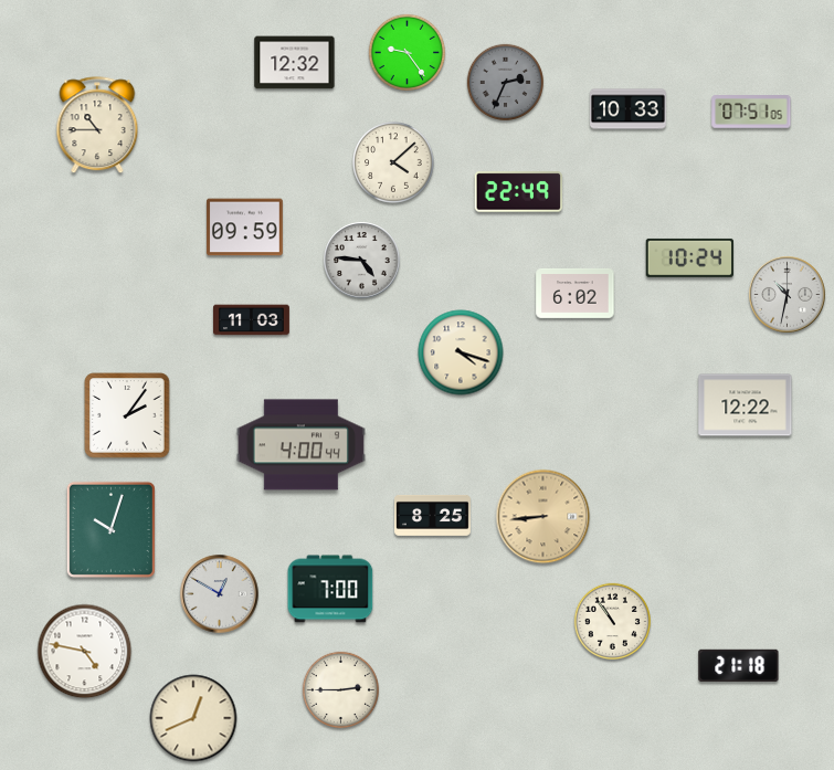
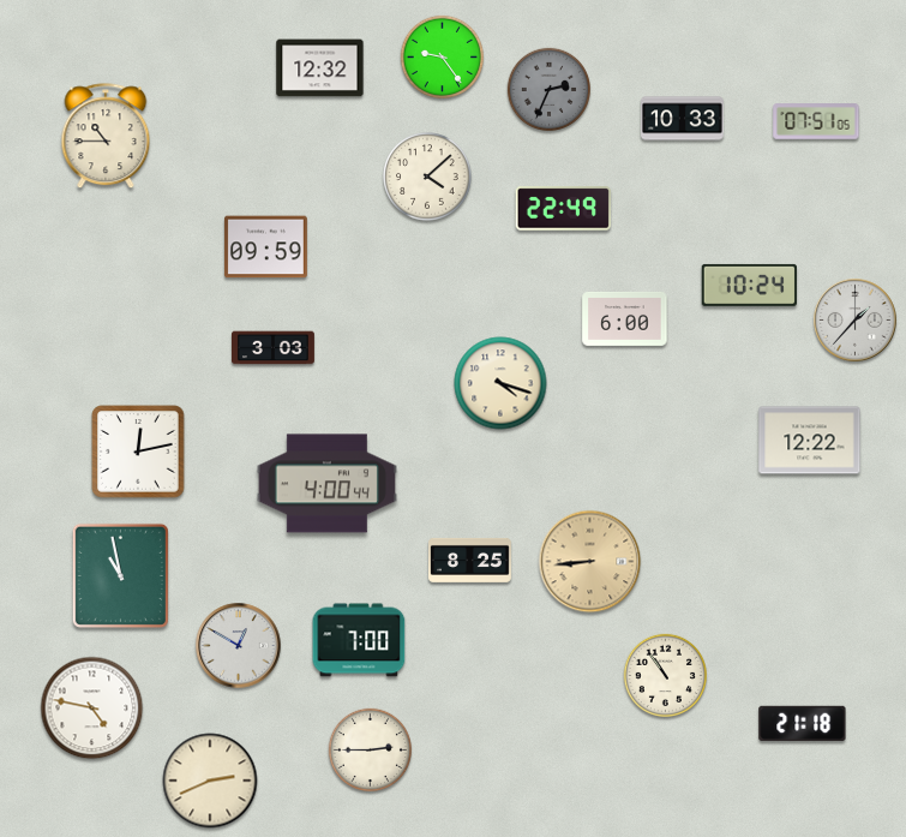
clock at (689, 257) position: (689, 257) -> (749, 285)
clock at (362, 261): 4:46 -> none
clock at (576, 293): 6:02 -> 6:00
clock at (788, 295): 10:32 -> 1:37
clock at (252, 320): 11:03 -> 3:03
clock at (127, 415): 2:06 -> 12:13
clock at (110, 529): 10:03 -> 10:58
clock at (193, 718): 12:41 -> 2:41
